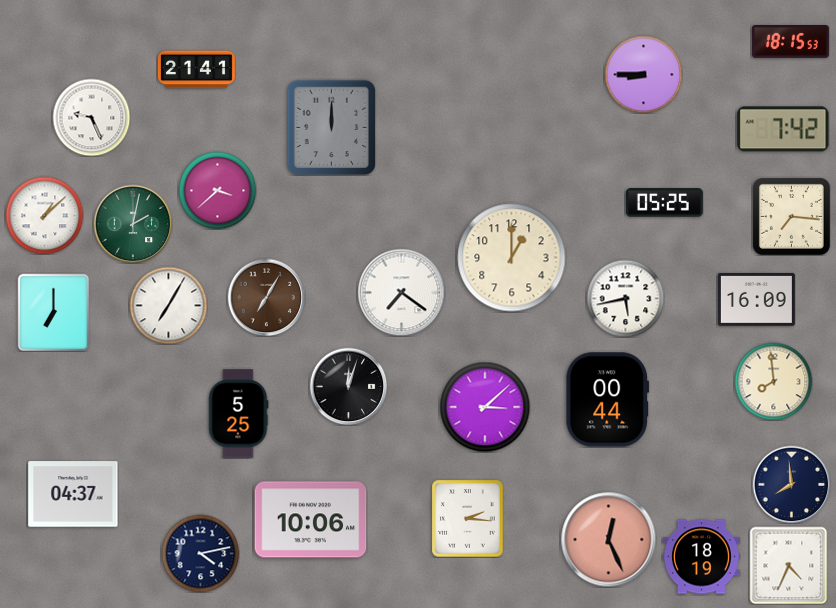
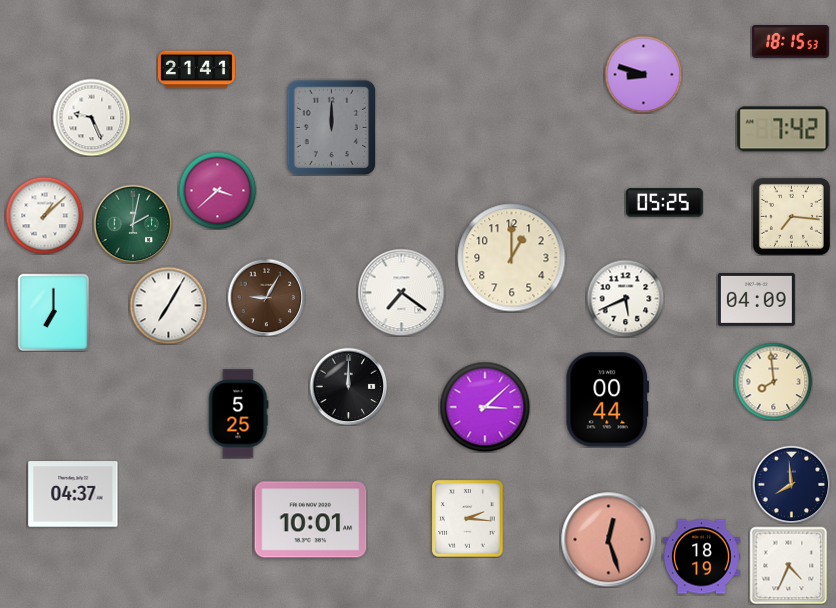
clock at (643, 74): 8:45 -> 8:48
clock at (266, 297): 7:05 -> 9:05
clock at (625, 298): 5:43 -> 5:41
clock at (756, 299): 16:09 -> 04:09
clock at (348, 386): 12:03 -> 12:00
clock at (311, 520): 10:06 -> 10:01
clock at (608, 539): 12:26 -> 12:27
clock at (200, 553): 4:13 -> none
